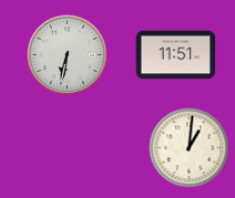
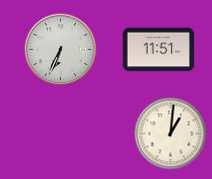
clock at (68, 55): 6:32 -> 6:34
